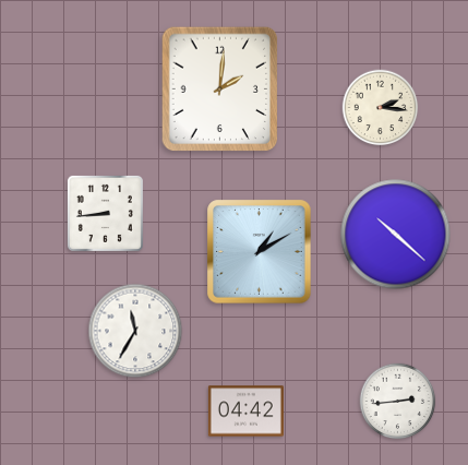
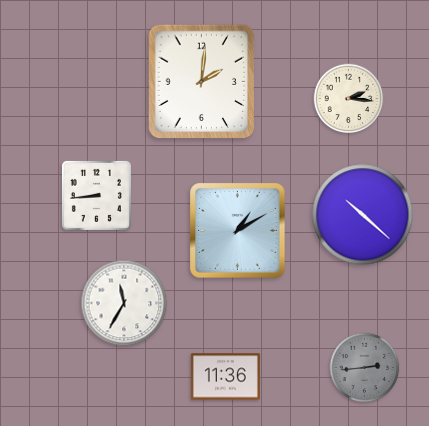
clock at (398, 402) dial: white -> grey
clock at (245, 412): 04:42 -> 11:36
